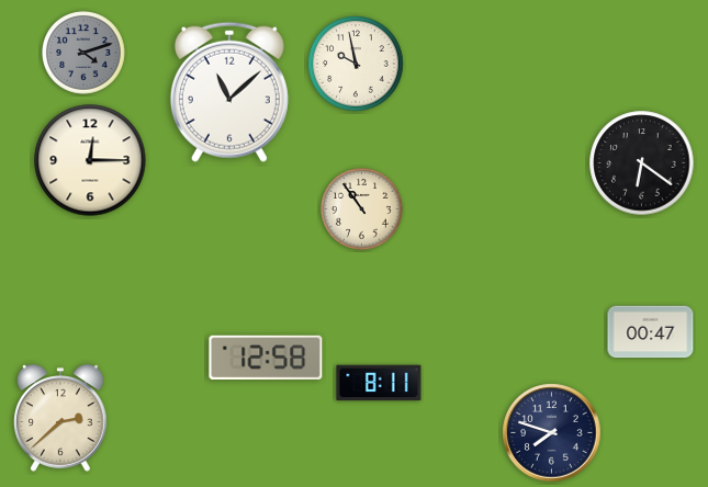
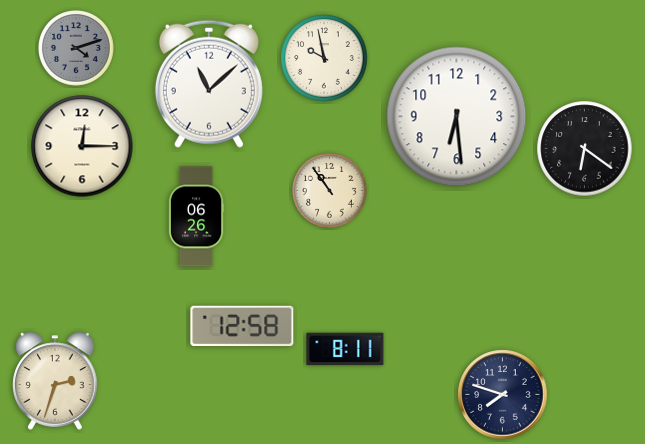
clock at (457, 117): none -> 6:29
clock at (196, 217): none -> 06:26
clock at (651, 332): 00:47 -> none
clock at (60, 418): 2:38 -> 2:33
